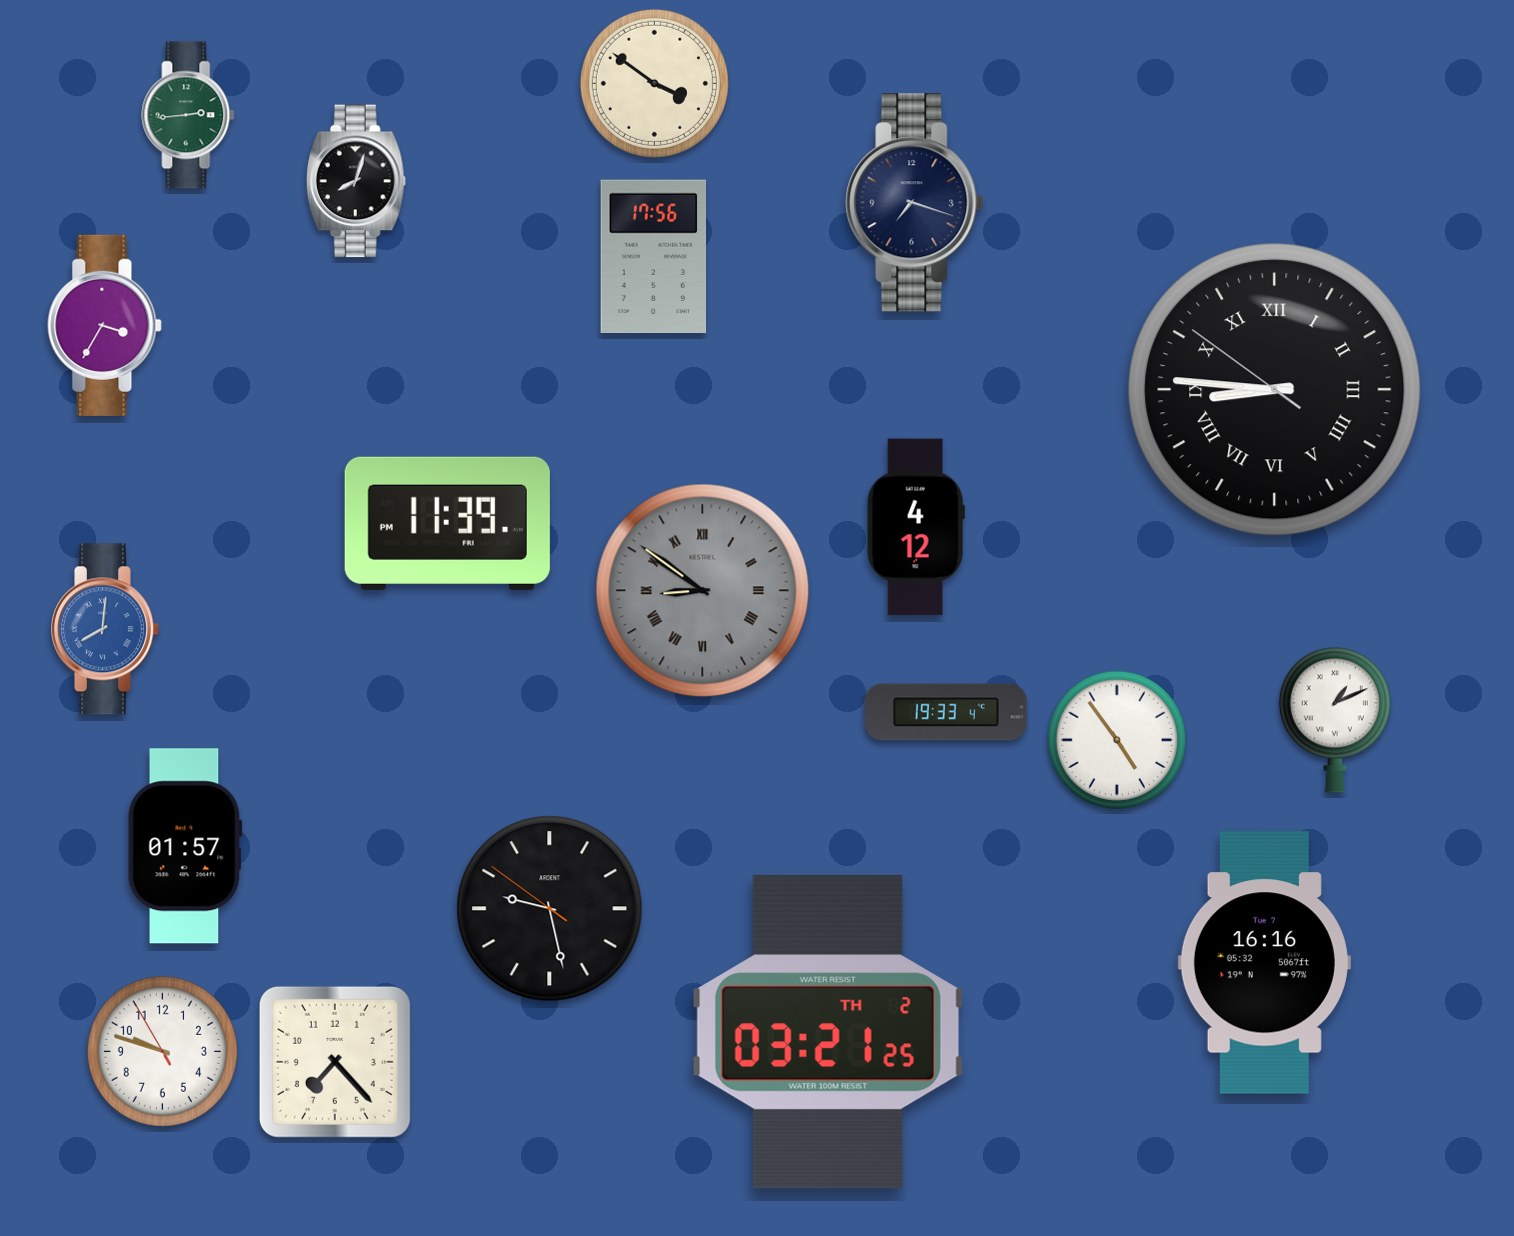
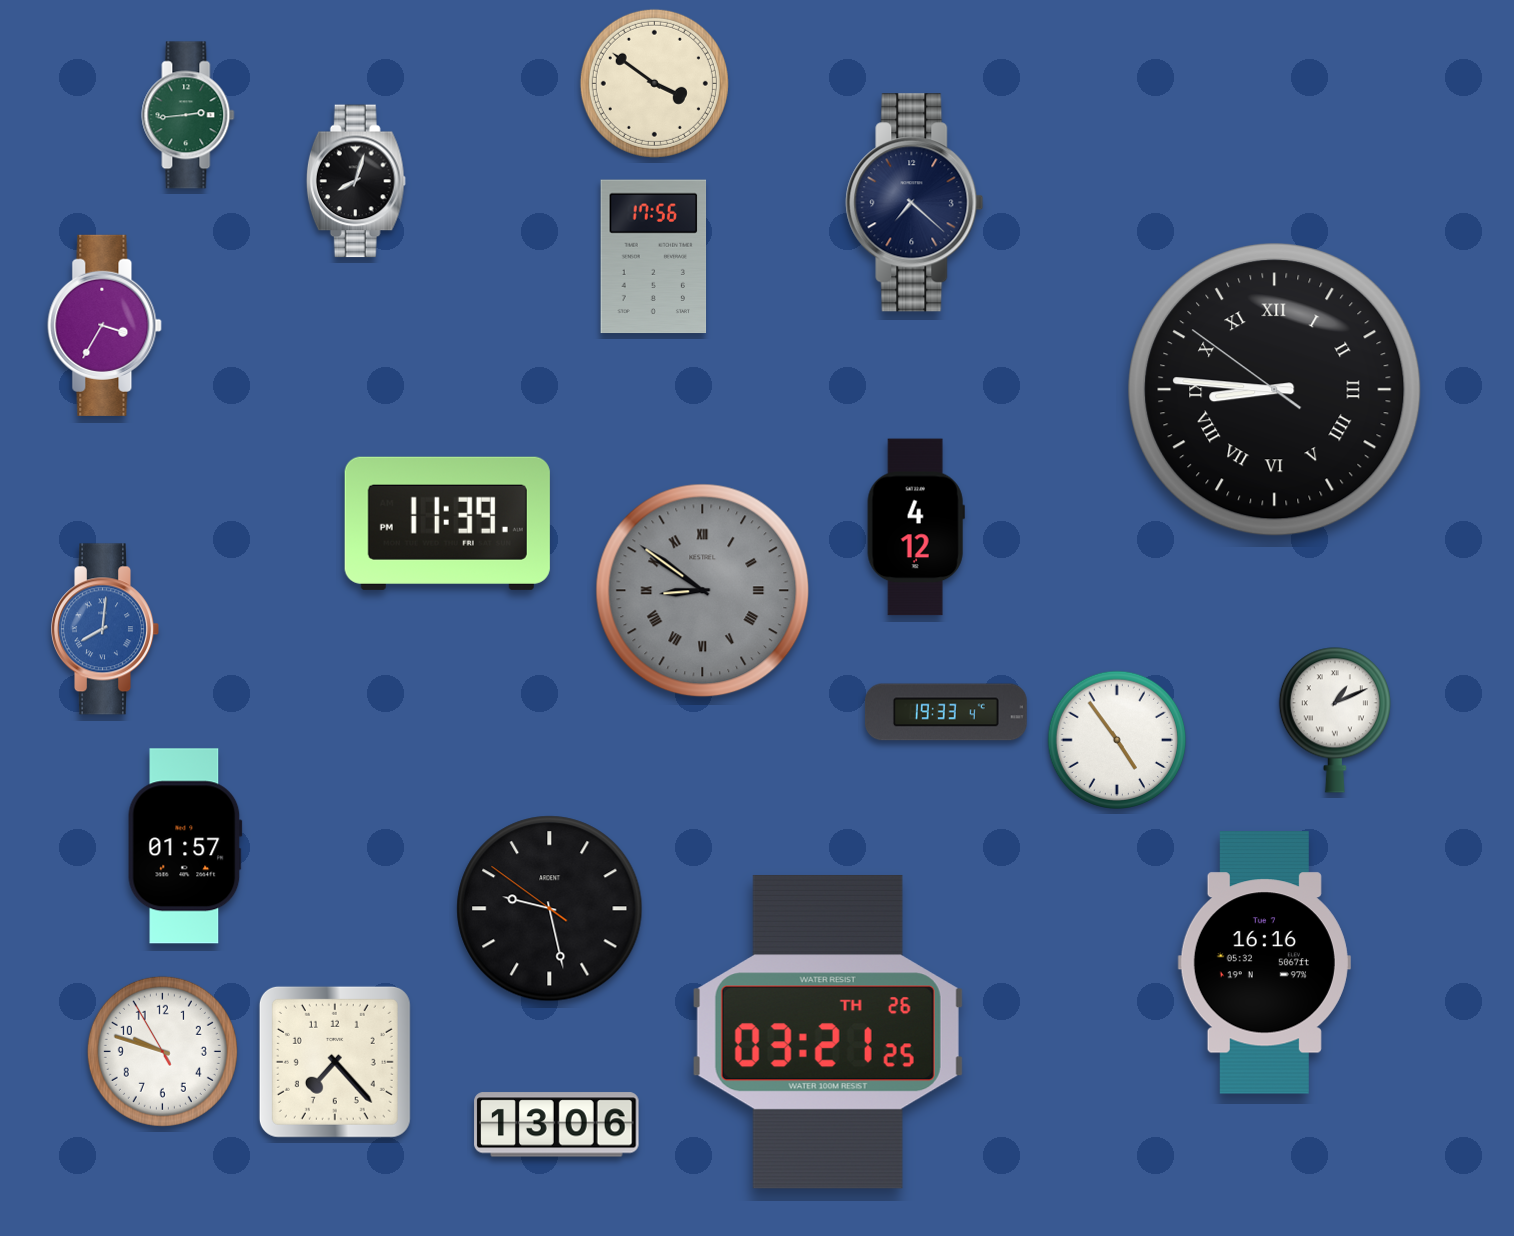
clock at (915, 203): 7:18 -> 7:22
clock at (828, 1032) date: TH 2 -> TH 26
clock at (557, 1125): none -> 13:06
